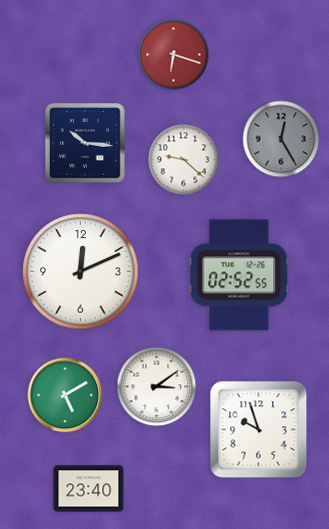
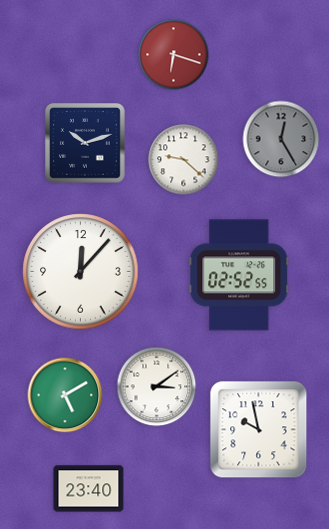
clock at (86, 144): 10:16 -> 10:12
clock at (81, 272): 12:11 -> 12:07
clock at (259, 430): 9:57 -> 9:58
